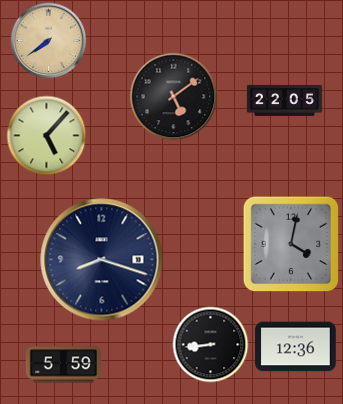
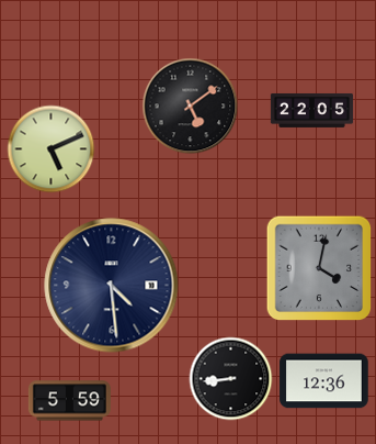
clock at (49, 41): 7:39 -> none
clock at (47, 136): 5:07 -> 5:11
clock at (102, 260): 8:18 -> 4:29
